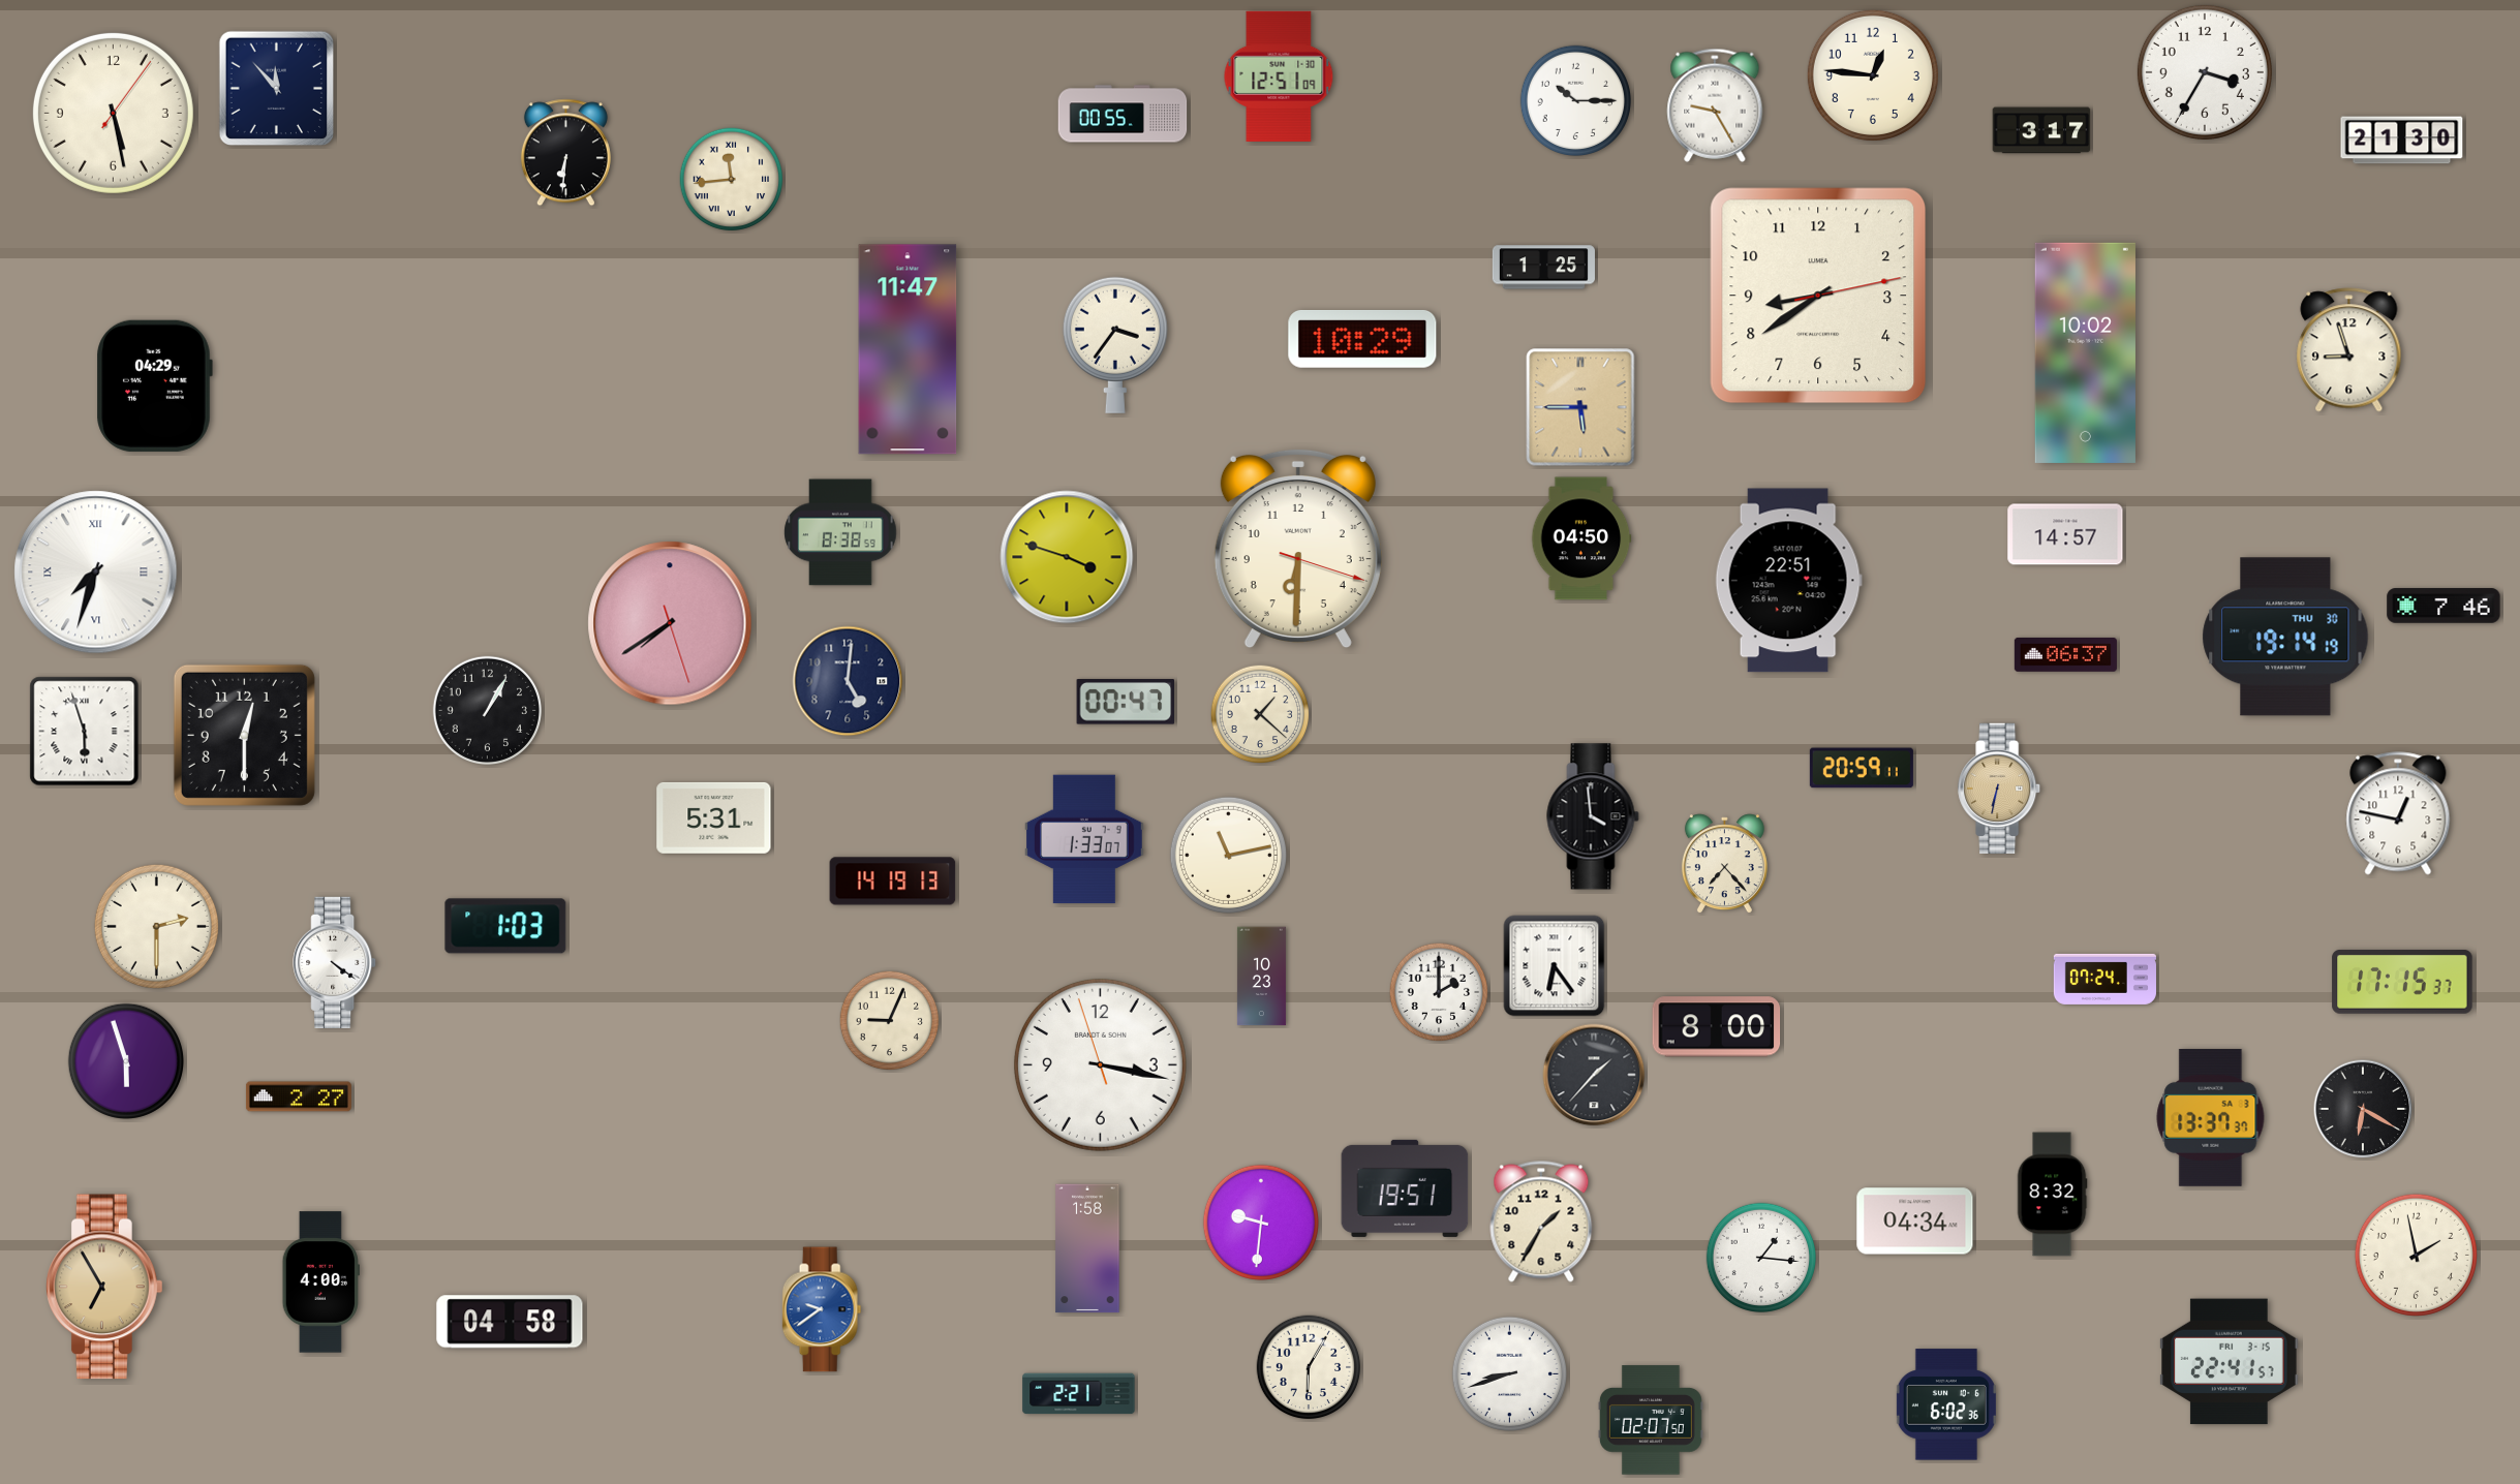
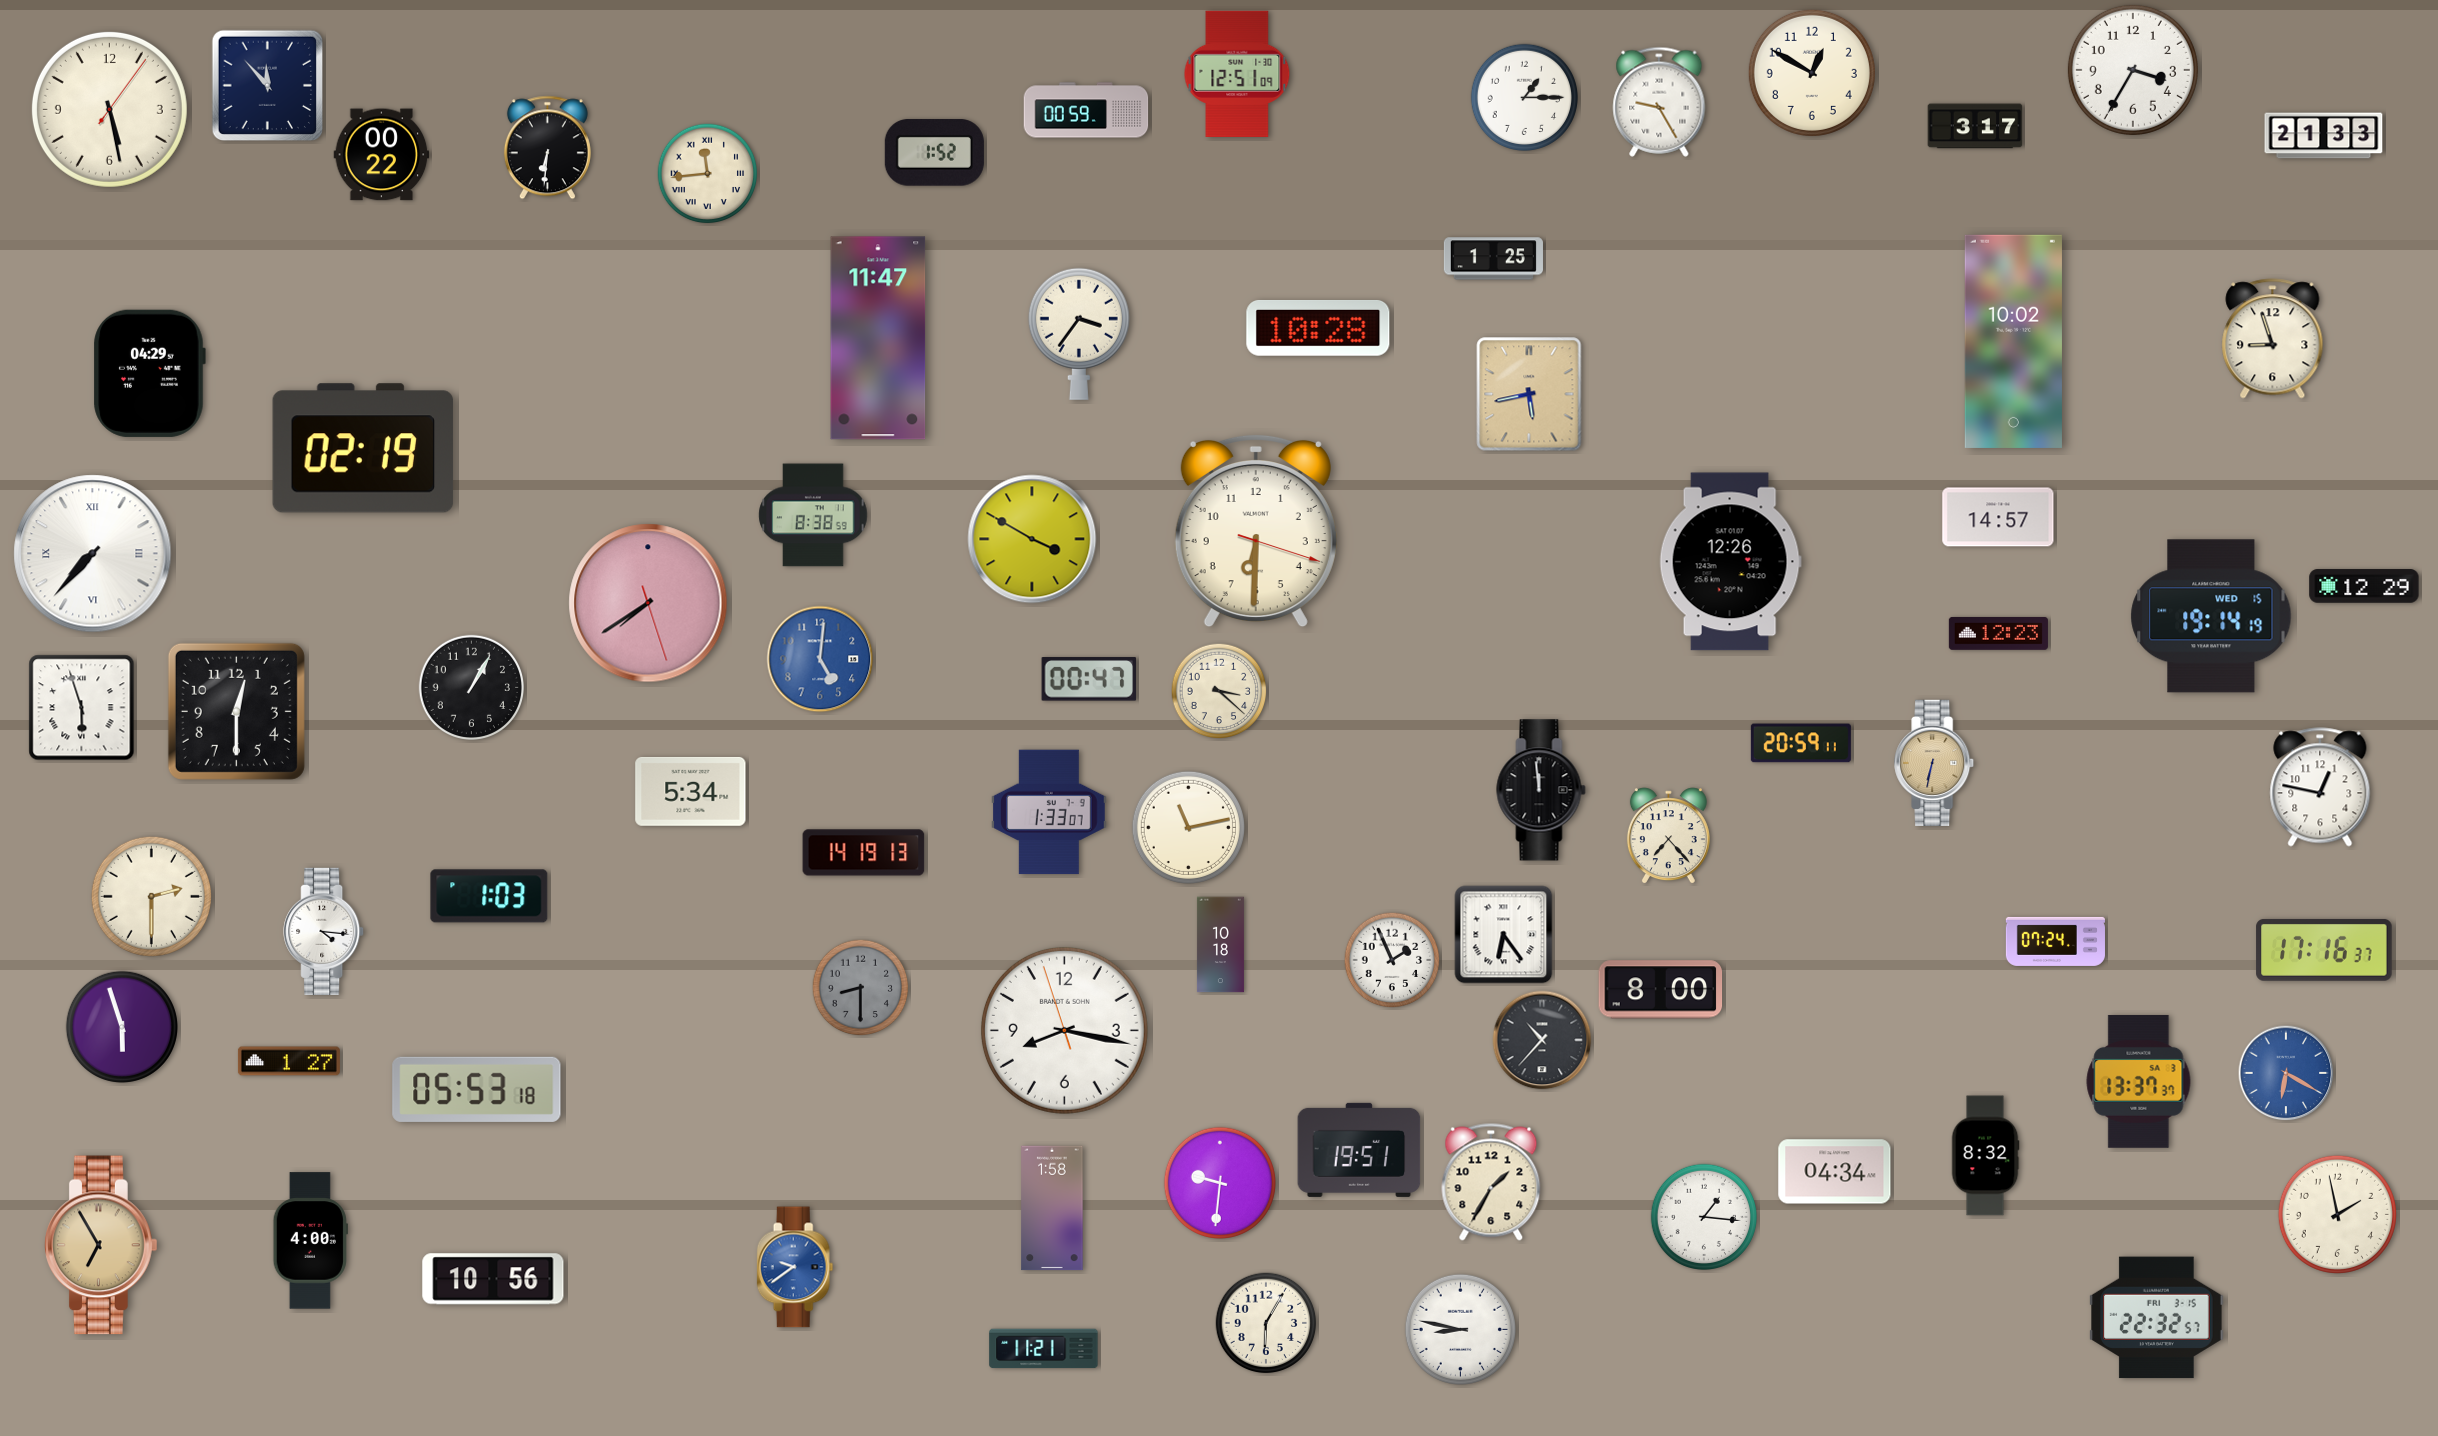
clock at (1873, 75): 12:46 -> 12:50
clock at (1575, 100): 10:15 -> 1:15
clock at (1123, 114): 00:55 -> 00:59
clock at (2402, 141): 21:30 -> 21:33
clock at (934, 153): none -> 1:52
clock at (382, 155): none -> 00:22
clock at (1818, 296): 8:39 -> none
clock at (1362, 339): 10:29 -> 10:28
clock at (2085, 352) position: (2085, 352) -> (2013, 341)
clock at (1580, 407): 5:45 -> 5:43
clock at (363, 448): none -> 02:19
clock at (1581, 538): 04:50 -> none
clock at (1067, 557): 3:48 -> 3:50
clock at (96, 573): 7:33 -> 7:37
clock at (1788, 581): 22:51 -> 12:26
clock at (2444, 606): 7:46 -> 12:29
clock at (2285, 637) date: THU 30 -> WED 15
clock at (2065, 655): 06:37 -> 12:23
clock at (848, 681) dial: navy -> blue
clock at (1260, 714): 1:22 -> 3:22
clock at (1593, 816): 3:59 -> 11:59
clock at (714, 817): 5:31 -> 5:34
clock at (335, 962): 4:21 -> 4:16
clock at (1261, 977): 10:23 -> 10:18
clock at (2104, 979) position: (2104, 979) -> (2055, 941)
clock at (2402, 982): 17:15 -> 17:16
clock at (1439, 992): 2:00 -> 1:56
clock at (890, 1021): 9:04 -> 8:30
clock at (890, 1021) dial: cream -> grey
clock at (1717, 1027) position: (1717, 1027) -> (1661, 990)
clock at (1100, 1064): 3:16 -> 8:16
clock at (1594, 1075): 1:37 -> 10:37
clock at (299, 1096): 2:27 -> 1:27
clock at (2363, 1109) dial: black -> blue
clock at (477, 1089): none -> 05:53
clock at (1915, 1222) position: (1915, 1222) -> (1835, 1172)
clock at (510, 1322): 04:58 -> 10:56
clock at (2230, 1362): 22:41 -> 22:32
clock at (1509, 1373): 8:42 -> 8:47
clock at (1079, 1394): 2:21 -> 11:21
clock at (1946, 1404): 6:02 -> none
clock at (1651, 1420): 02:07 -> none
